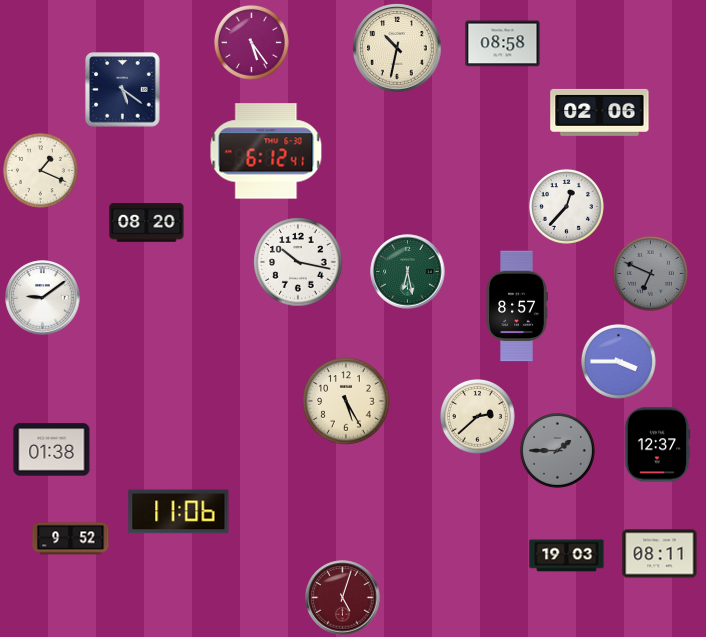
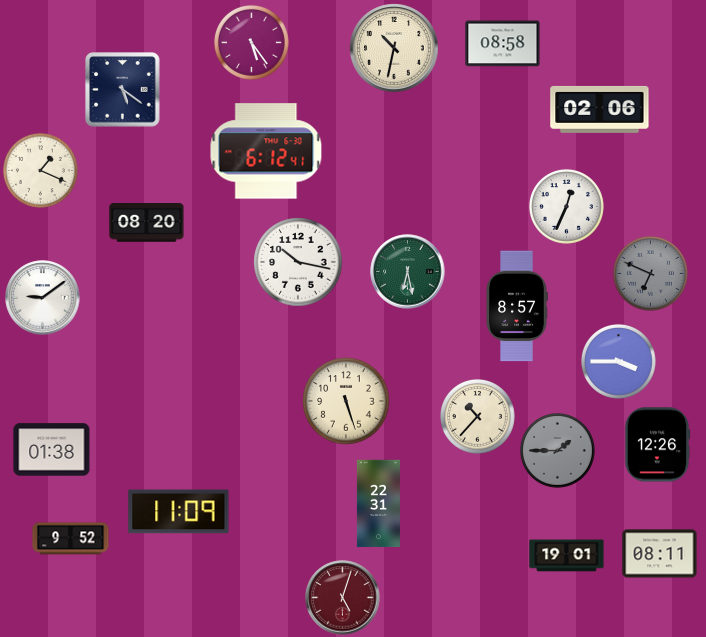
clock at (397, 48) position: (397, 48) -> (394, 48)
clock at (600, 112) position: (600, 112) -> (600, 109)
clock at (567, 207): 12:37 -> 12:34
clock at (346, 401): 5:25 -> 5:27
clock at (478, 417): 2:38 -> 10:37
clock at (657, 445): 12:37 -> 12:26
clock at (378, 504): none -> 22:31
clock at (179, 512): 11:06 -> 11:09
clock at (567, 556): 19:03 -> 19:01
